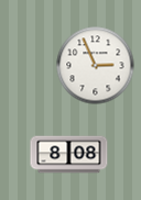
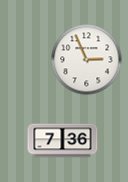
clock at (69, 155): 8:08 -> 7:36
